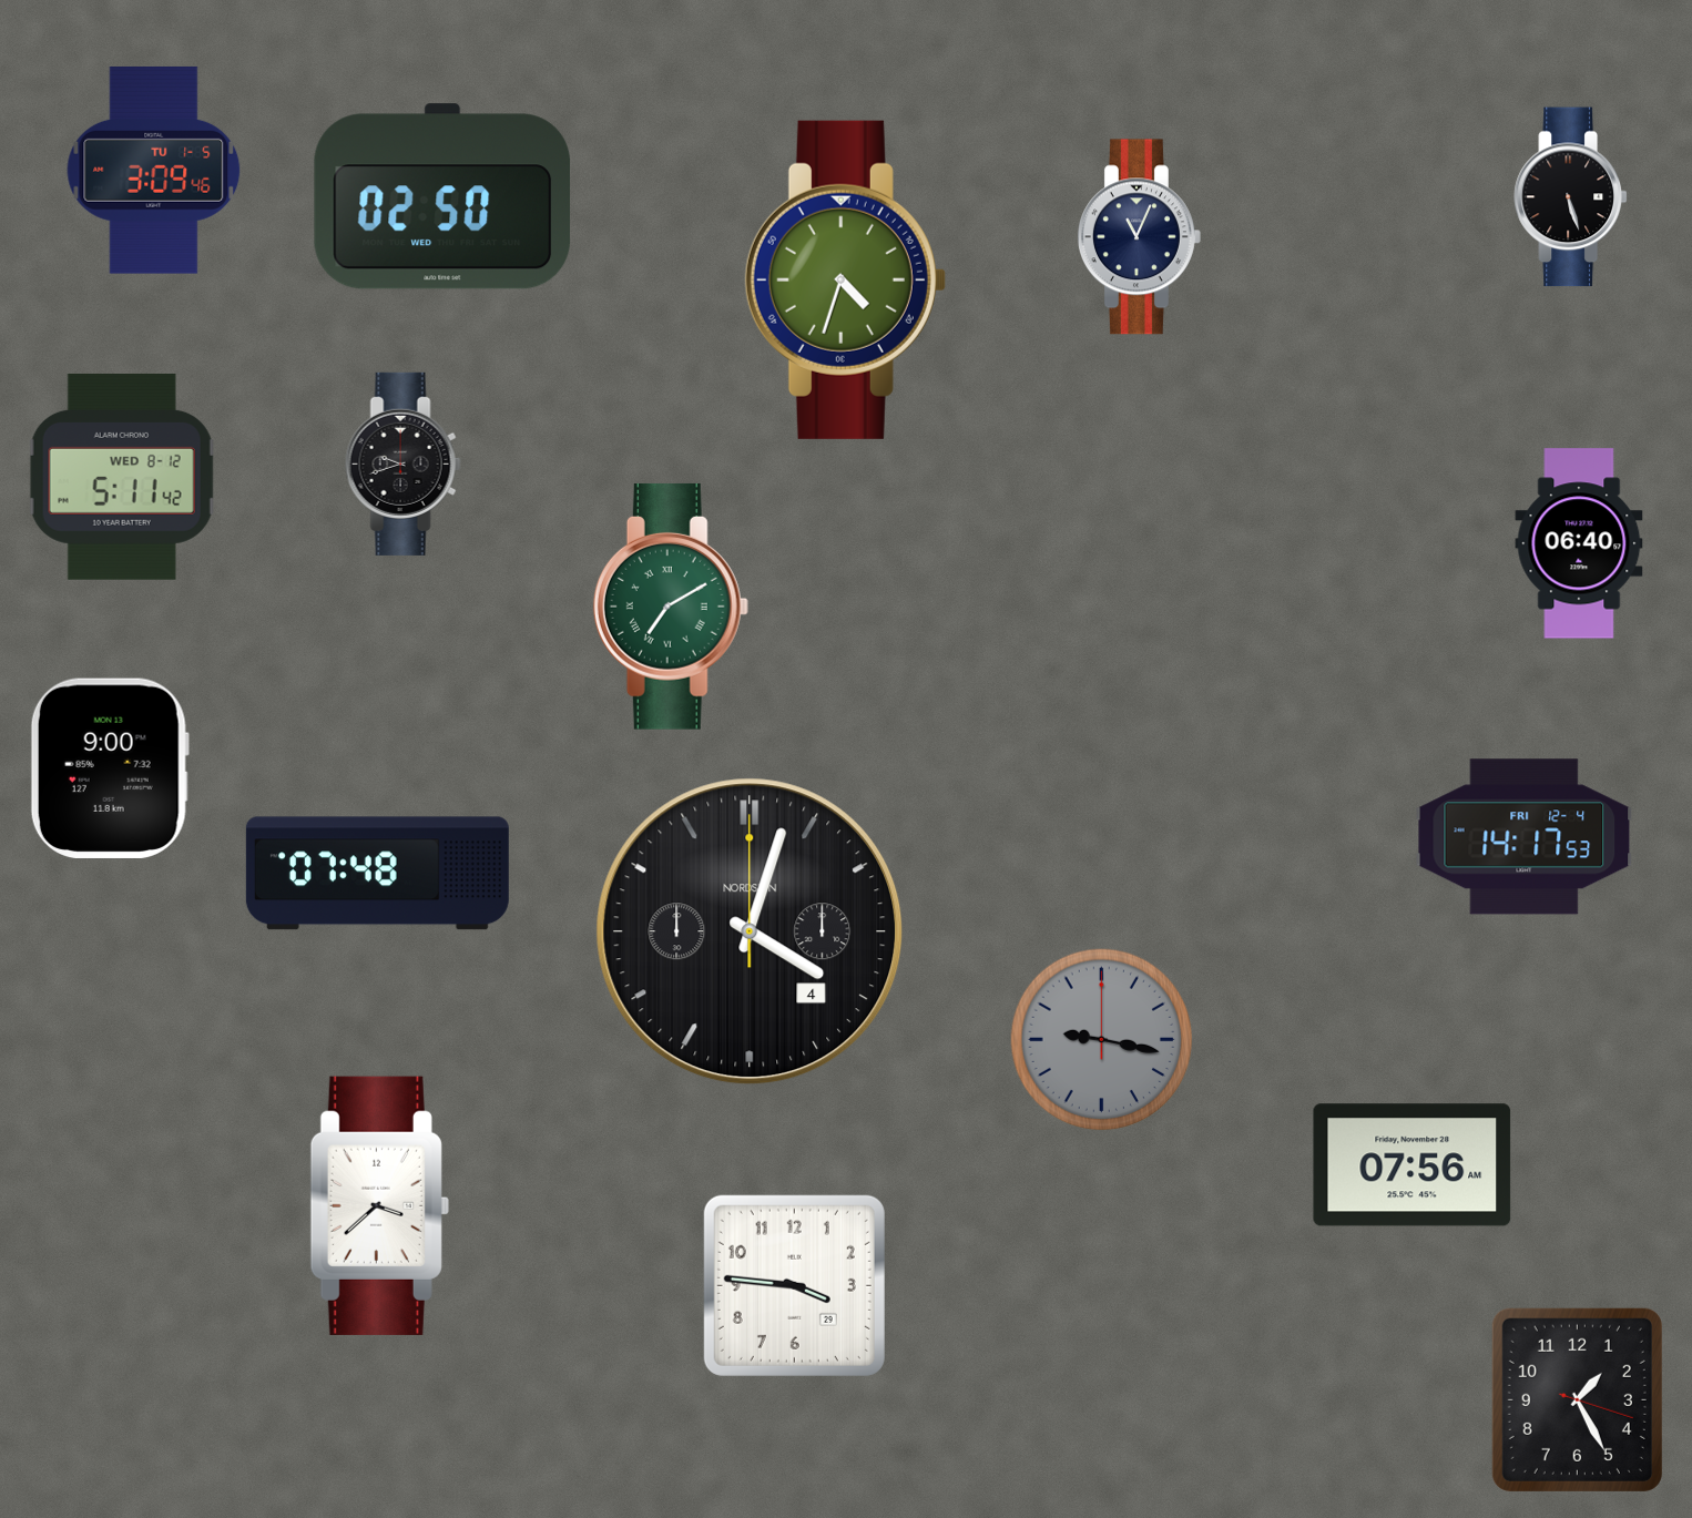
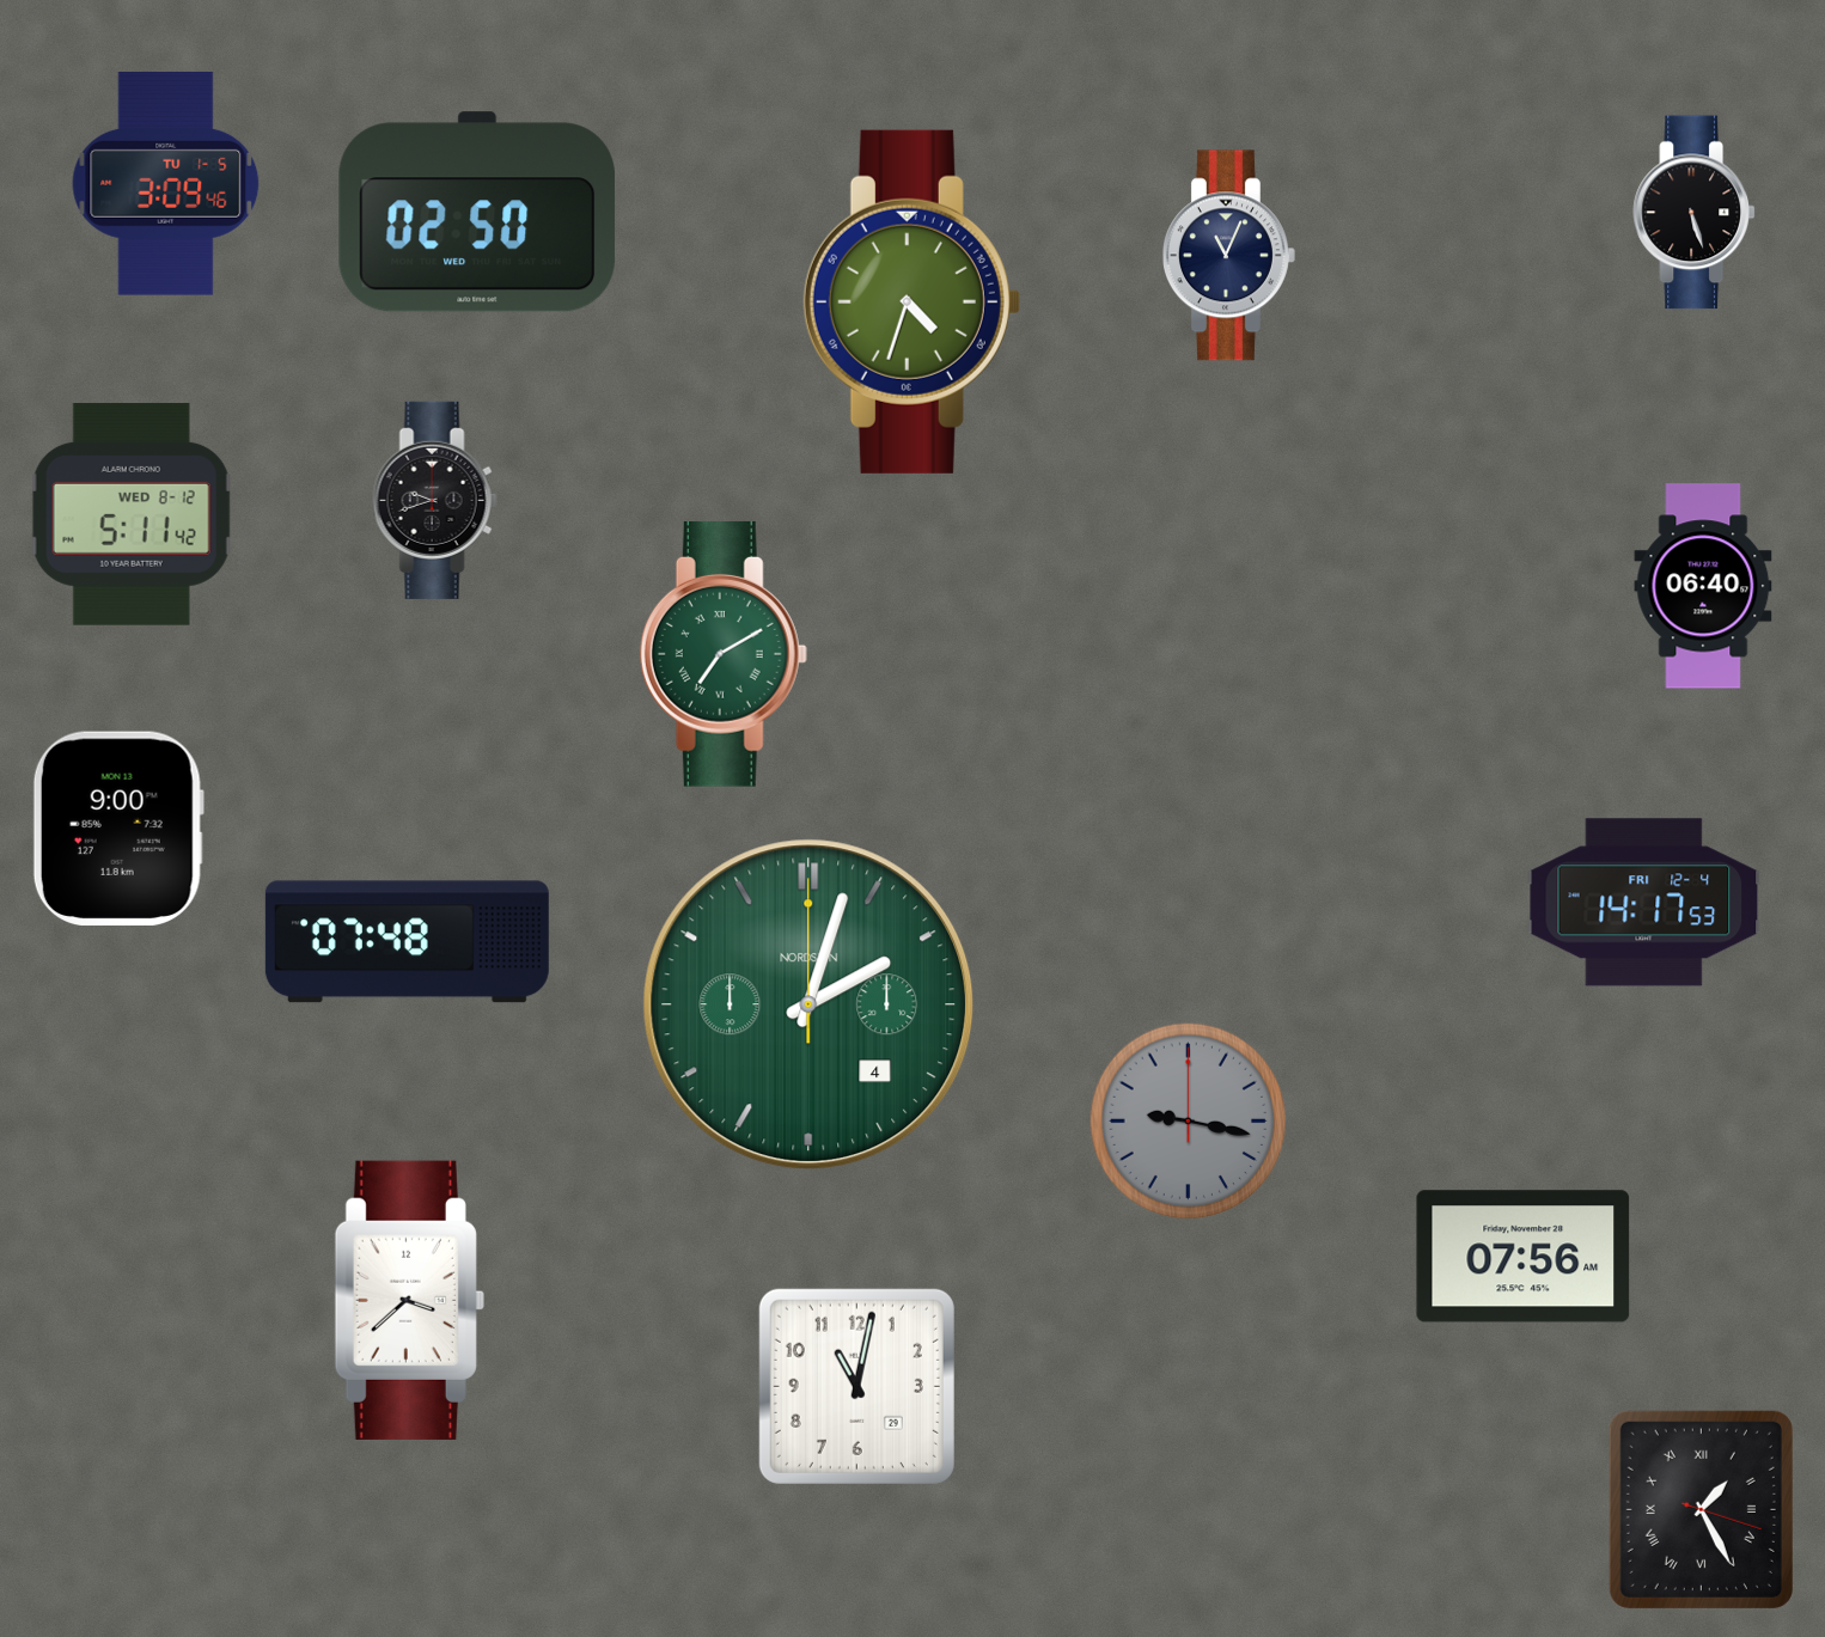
clock at (750, 931): 4:03 -> 2:03
clock at (750, 931) dial: black -> green
clock at (794, 1285): 3:46 -> 11:02
clock at (1577, 1399) numerals: Arabic -> Roman
